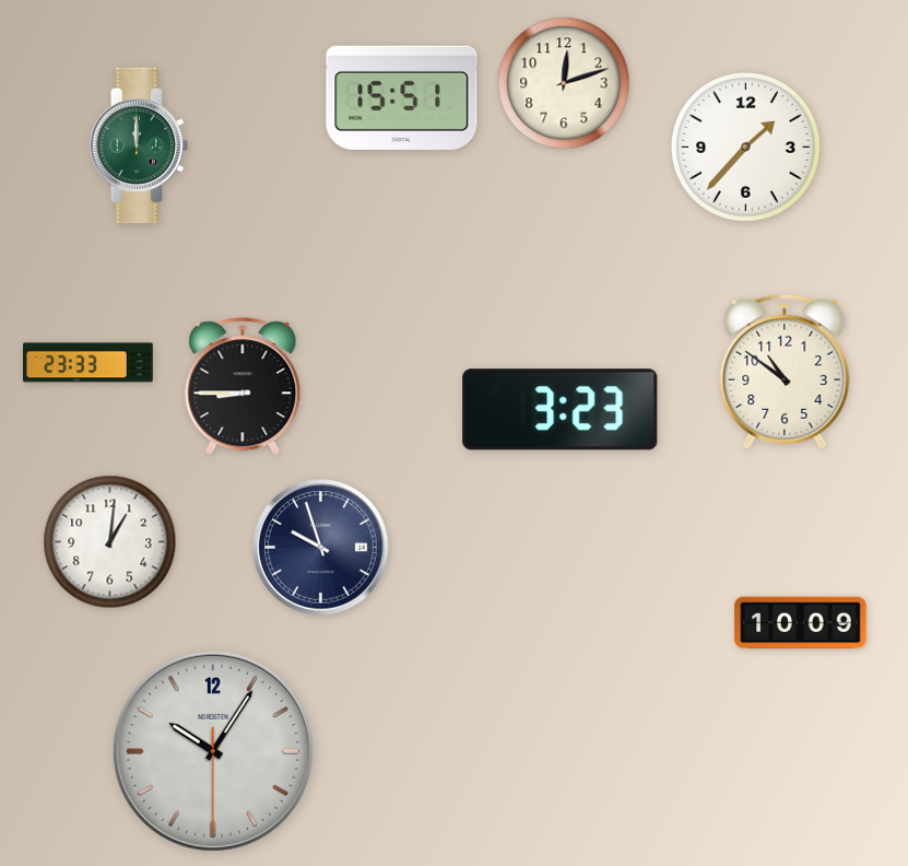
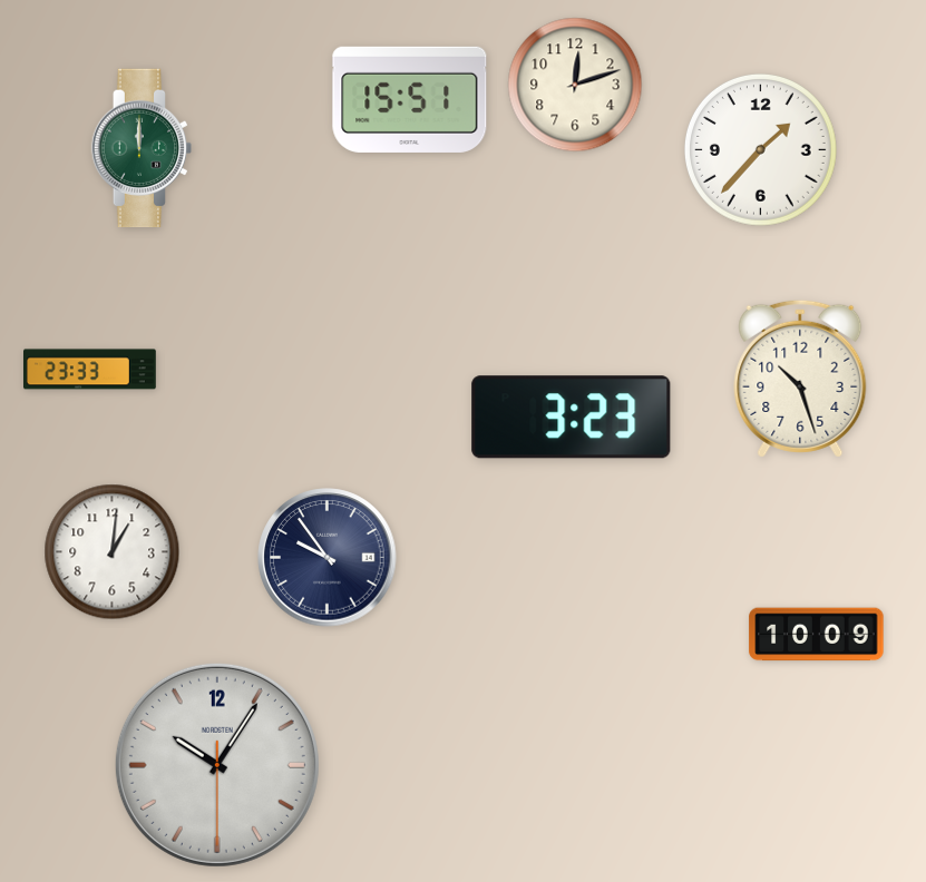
clock at (785, 372): 10:51 -> 10:27
clock at (243, 387): 8:45 -> none
clock at (321, 548): 9:57 -> 9:54
